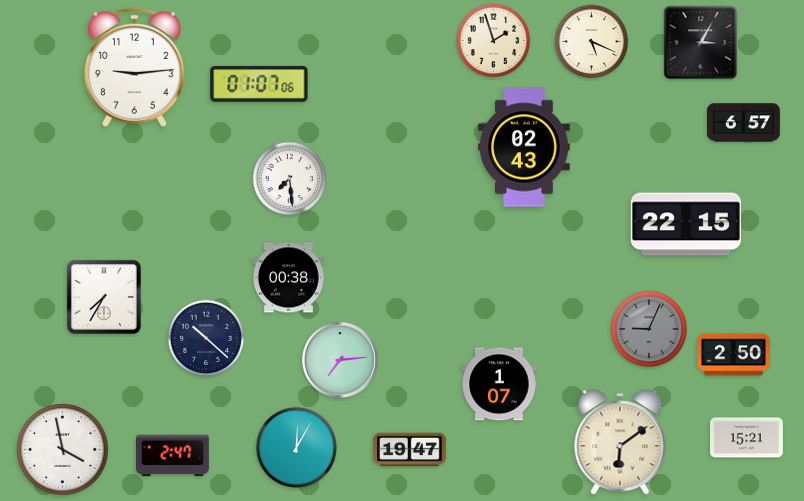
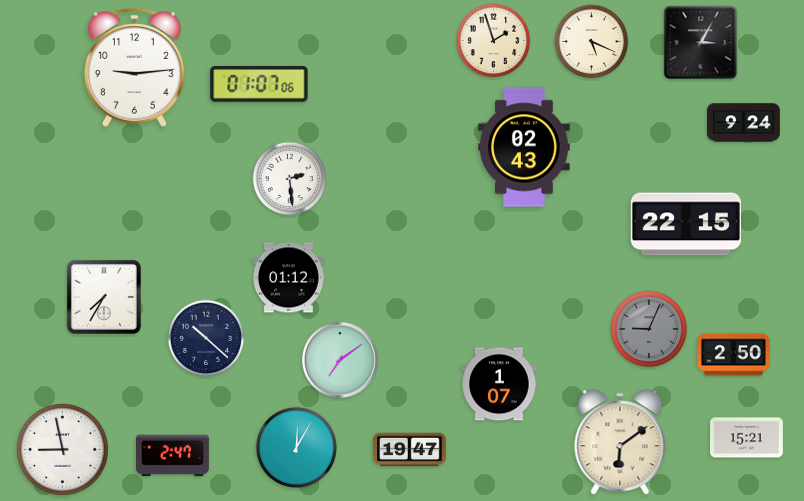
clock at (744, 123): 6:57 -> 9:24
clock at (290, 179): 7:29 -> 2:29
clock at (289, 278): 00:38 -> 01:12
clock at (340, 360): 7:14 -> 7:09
clock at (63, 450): 3:58 -> 8:58
